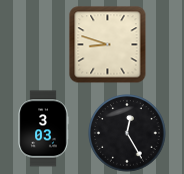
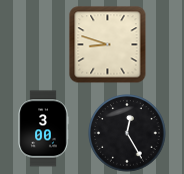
clock at (43, 129): 3:03 -> 3:00
